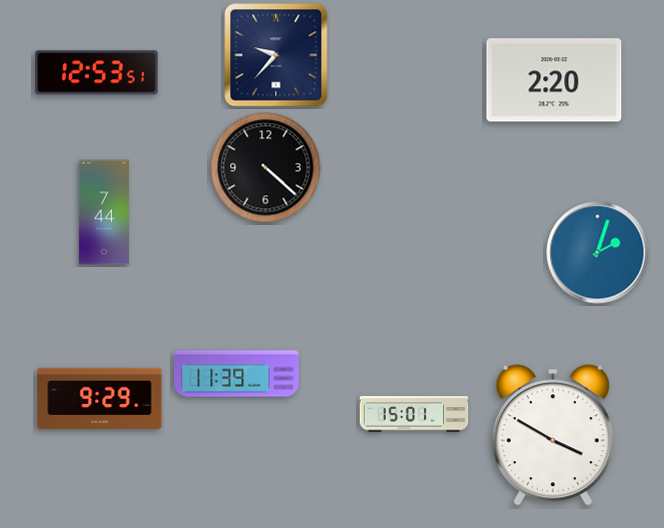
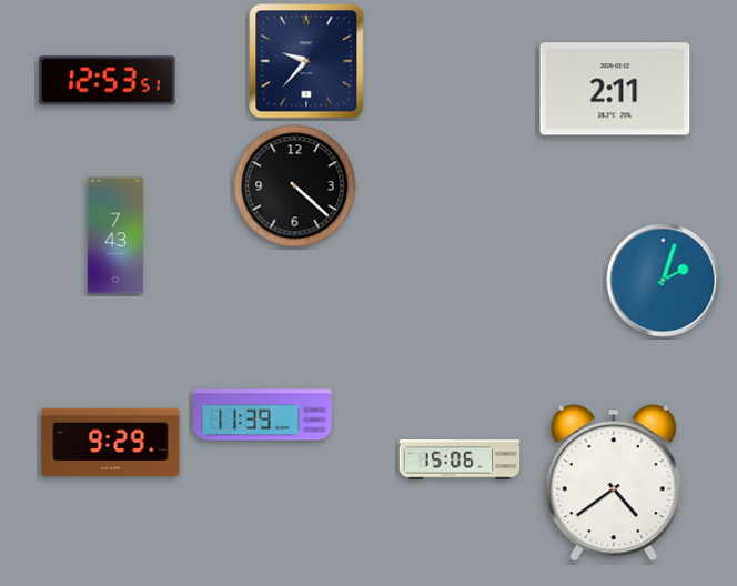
clock at (554, 80): 2:20 -> 2:11
clock at (104, 212): 7:44 -> 7:43
clock at (414, 414): 15:01 -> 15:06
clock at (553, 435): 3:50 -> 4:39
